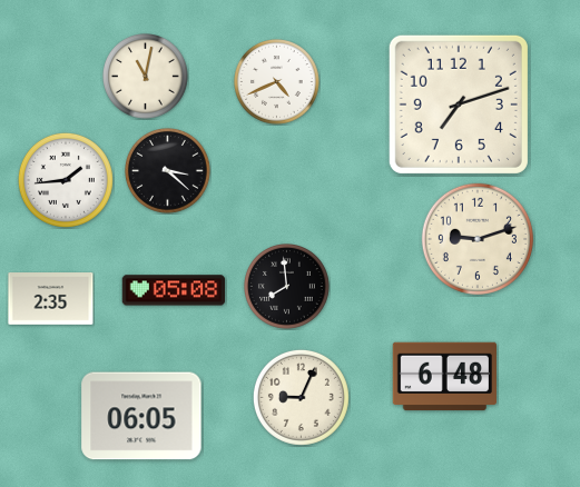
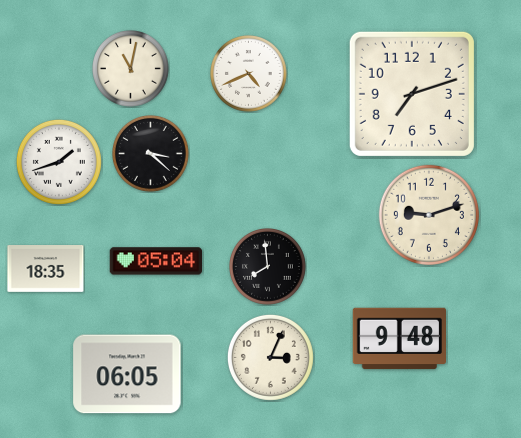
clock at (66, 180): 1:44 -> 1:42
clock at (287, 287) position: (287, 287) -> (268, 267)
clock at (174, 290): 05:08 -> 05:04
clock at (51, 299): 2:35 -> 18:35
clock at (444, 377): 6:48 -> 9:48
clock at (301, 397): 9:04 -> 3:04
